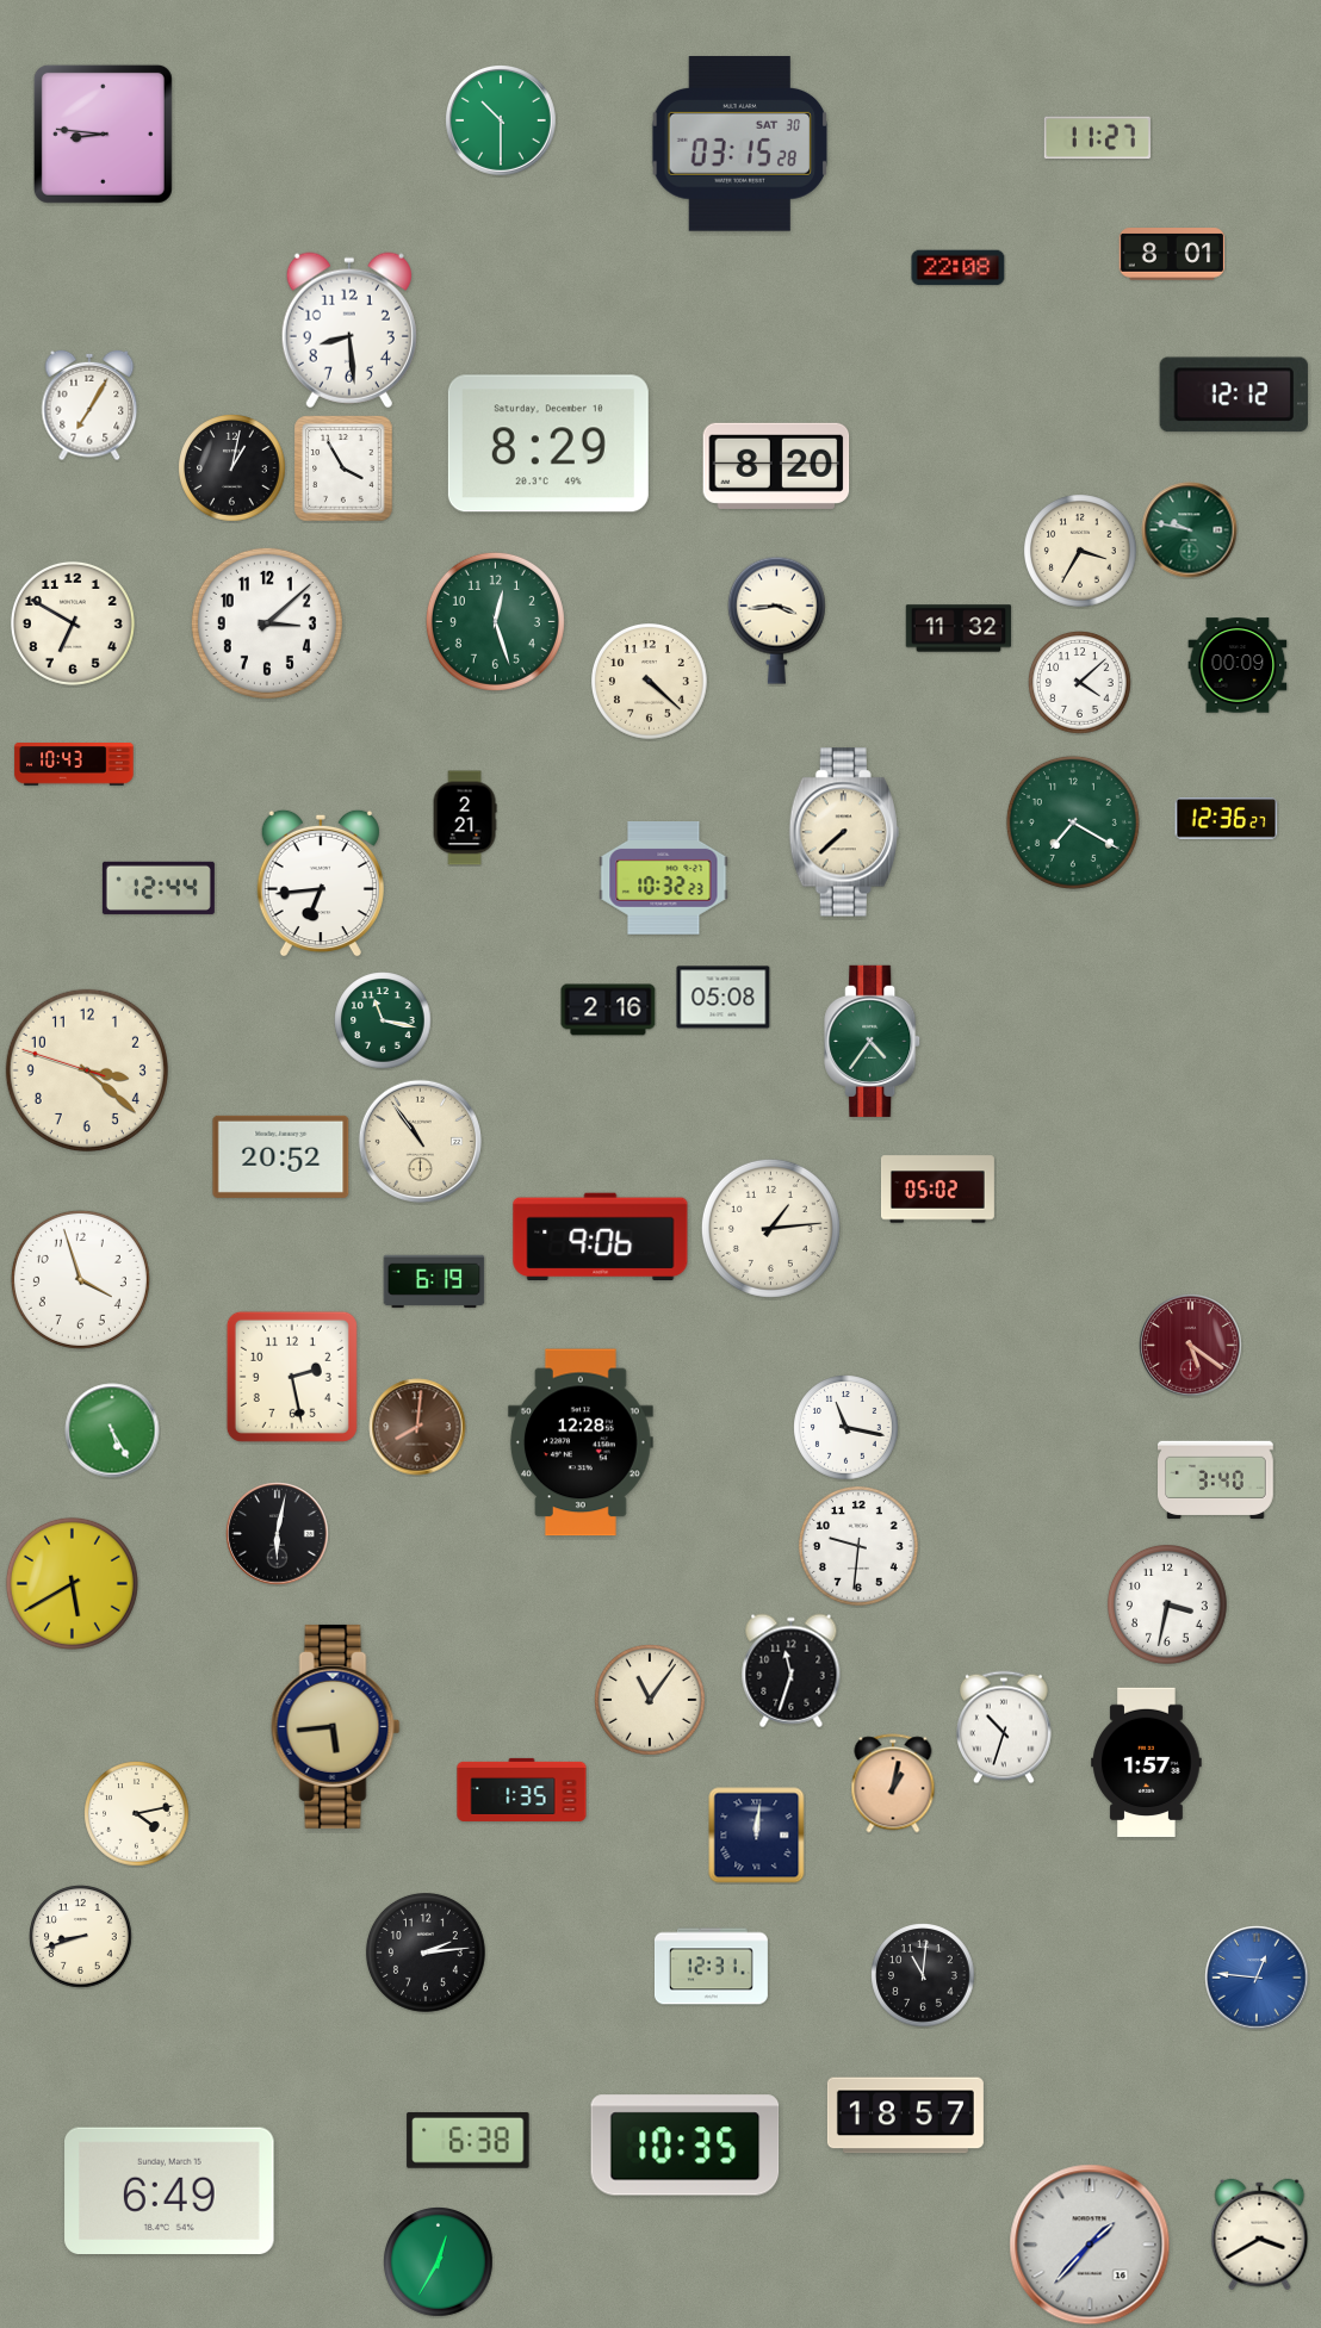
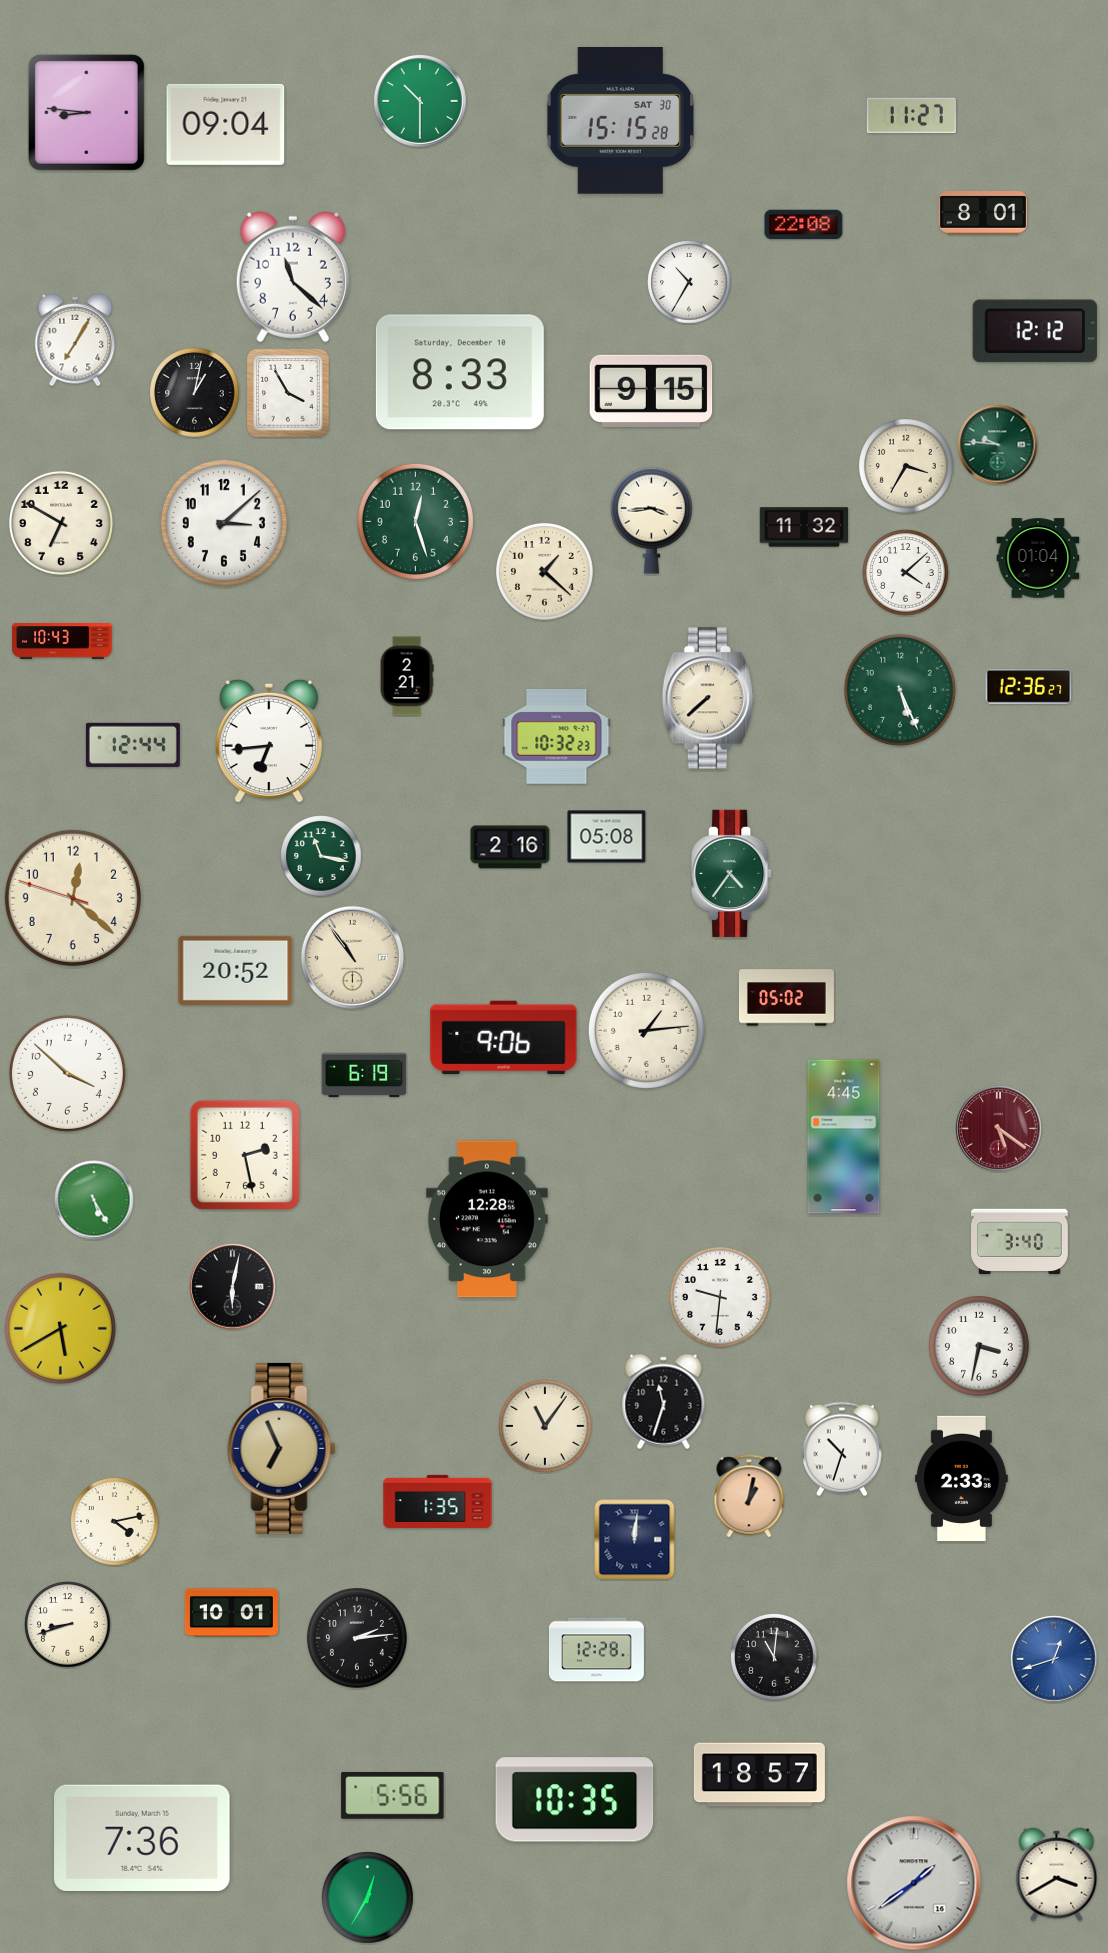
clock at (1097, 138) position: (1097, 138) -> (911, 116)
clock at (740, 144): 03:15 -> 15:15
clock at (226, 124): none -> 09:04
clock at (349, 330): 8:29 -> 11:22
clock at (689, 282): none -> 10:35
clock at (548, 443): 8:29 -> 8:33
clock at (776, 466): 8:20 -> 9:15
clock at (1190, 530): 9:47 -> 9:46
clock at (1081, 552) position: (1081, 552) -> (907, 467)
clock at (1238, 665): 00:09 -> 01:04
clock at (650, 682): 4:22 -> 1:22
clock at (465, 818) position: (465, 818) -> (407, 676)
clock at (1073, 822): 7:20 -> 5:26
clock at (87, 1070): 3:21 -> 12:21
clock at (80, 1279): 3:57 -> 3:52
clock at (844, 1137): none -> 4:45
clock at (417, 1427): 8:01 -> none
clock at (846, 1428): 11:17 -> none
clock at (581, 1442) position: (581, 1442) -> (487, 1219)
clock at (336, 1726): 5:44 -> 6:56
clock at (1147, 1763): 1:57 -> 2:33
clock at (231, 1613): none -> 10:01
clock at (711, 1967): 12:31 -> 12:28
clock at (1257, 1978): 12:46 -> 12:42
clock at (469, 2140): 6:38 -> 5:56
clock at (169, 2190): 6:49 -> 7:36
clock at (1090, 2245): 1:37 -> 1:39
